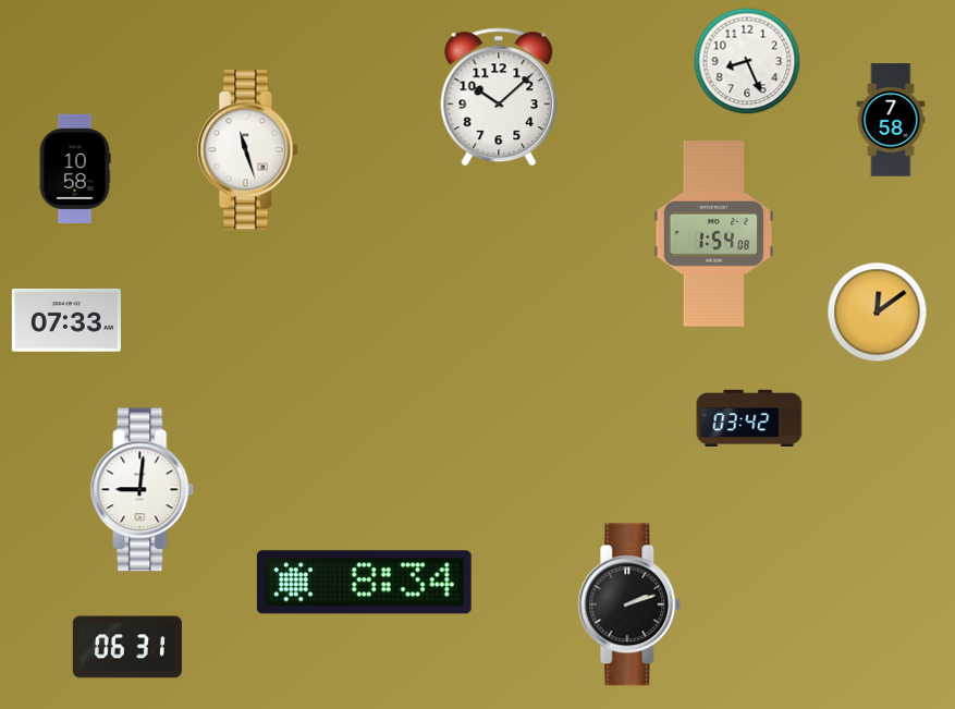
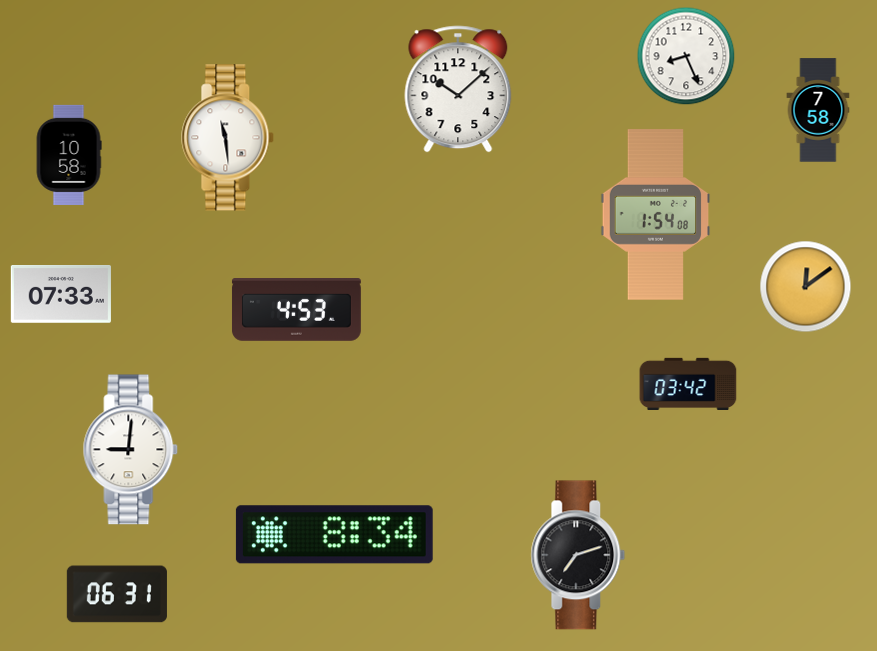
clock at (248, 150): 11:27 -> 11:29
clock at (296, 310): none -> 4:53
clock at (629, 604): 2:12 -> 7:12
